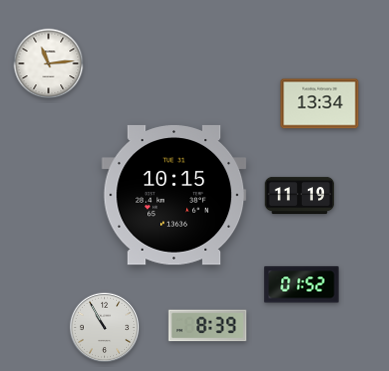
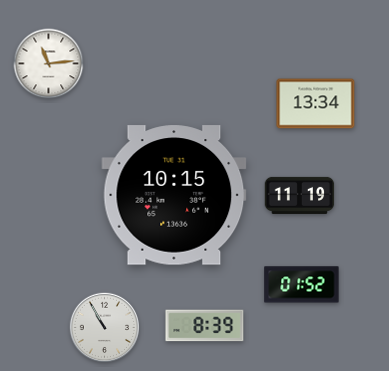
clock at (320, 104) position: (320, 104) -> (316, 104)
clock at (208, 326) position: (208, 326) -> (205, 326)
